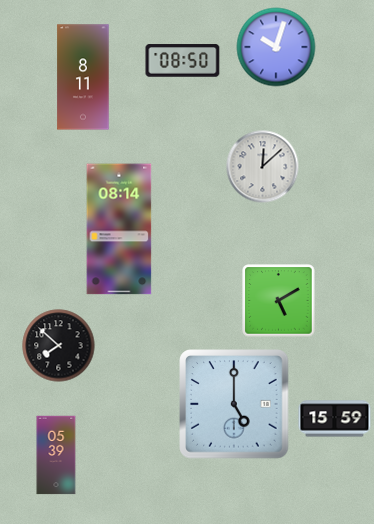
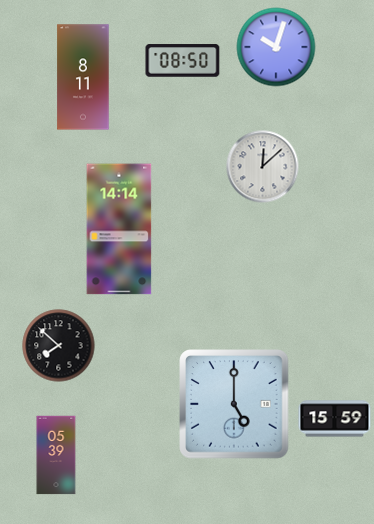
clock at (119, 229): 08:14 -> 14:14
clock at (279, 301): 5:10 -> none
